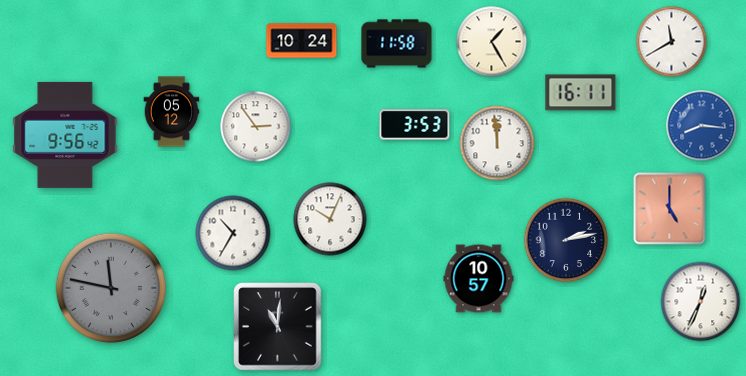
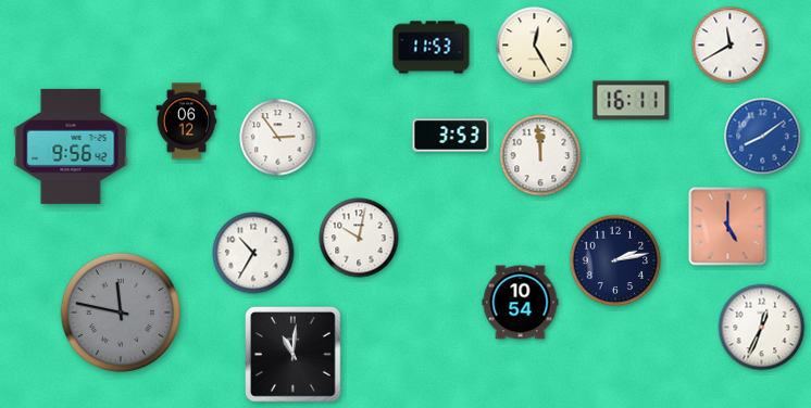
clock at (302, 41): 10:24 -> none
clock at (492, 42): 1:25 -> 12:25
clock at (397, 44): 11:58 -> 11:53
clock at (172, 112): 05:12 -> 06:12
clock at (702, 126): 8:16 -> 8:09
clock at (330, 219): 10:04 -> 10:02
clock at (479, 279): 10:57 -> 10:54
clock at (278, 327) position: (278, 327) -> (294, 355)
